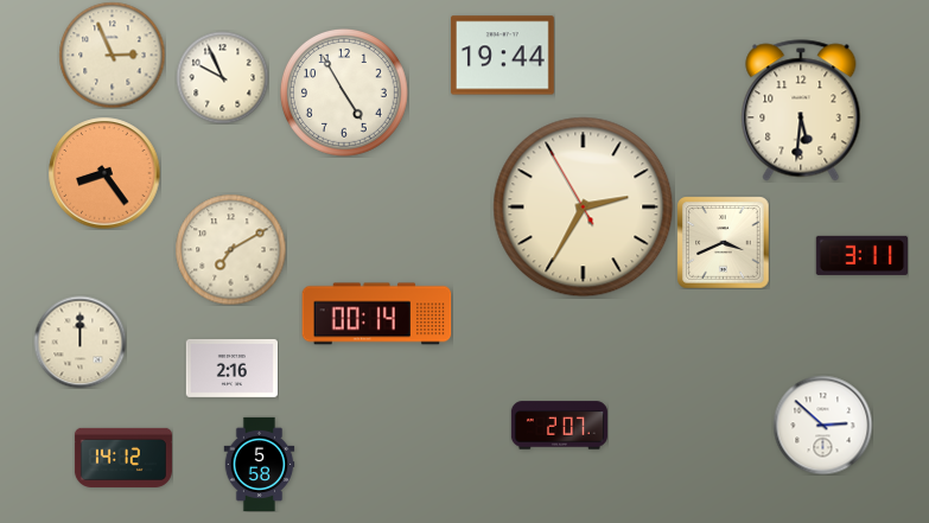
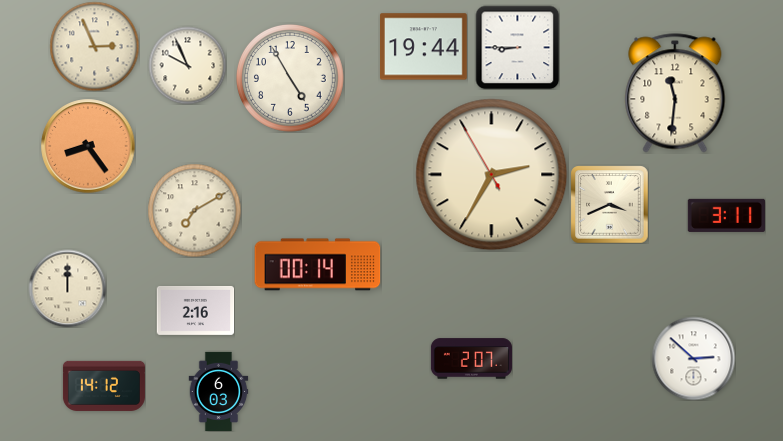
clock at (517, 47): none -> 8:45
clock at (801, 110): 5:31 -> 11:31
clock at (260, 464): 5:58 -> 6:03
